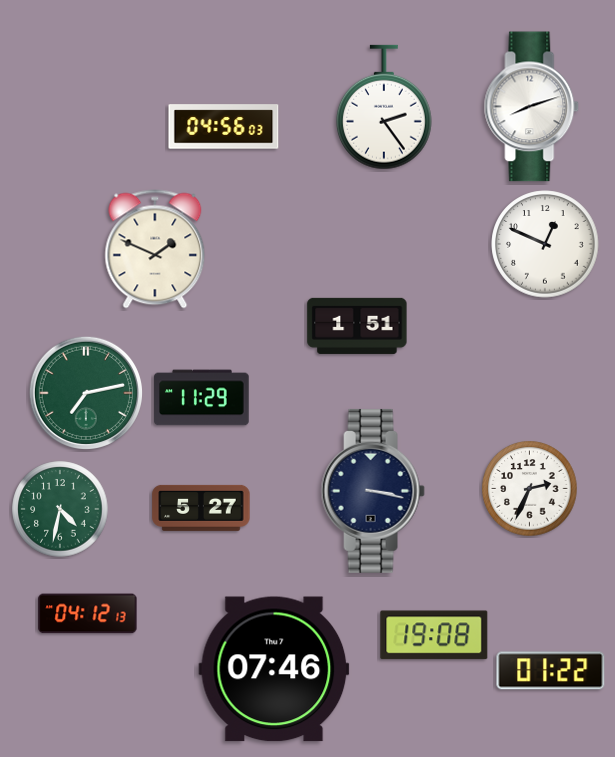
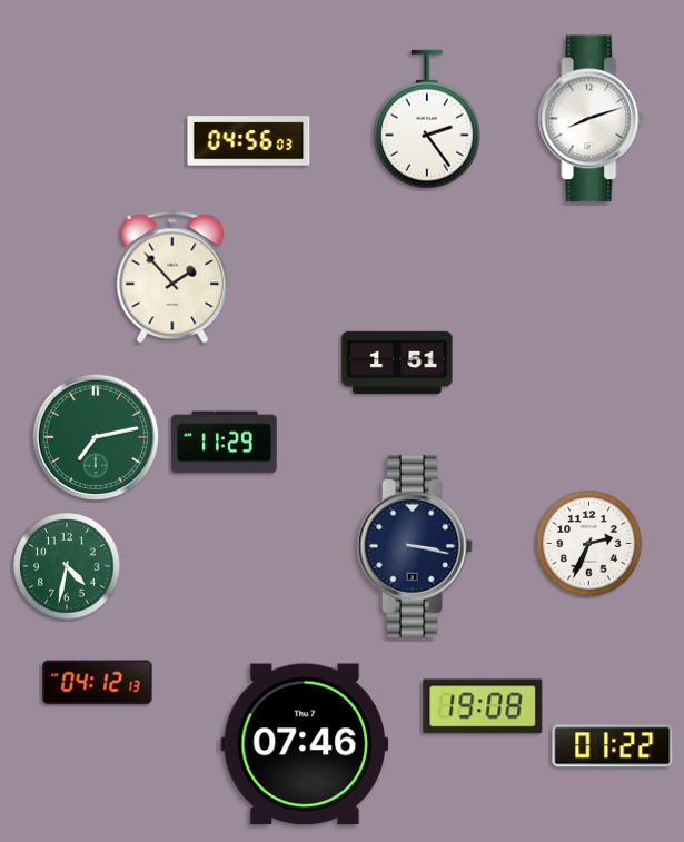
clock at (545, 244): 12:49 -> none
clock at (155, 249): 1:49 -> 1:53
clock at (201, 508): 5:27 -> none
